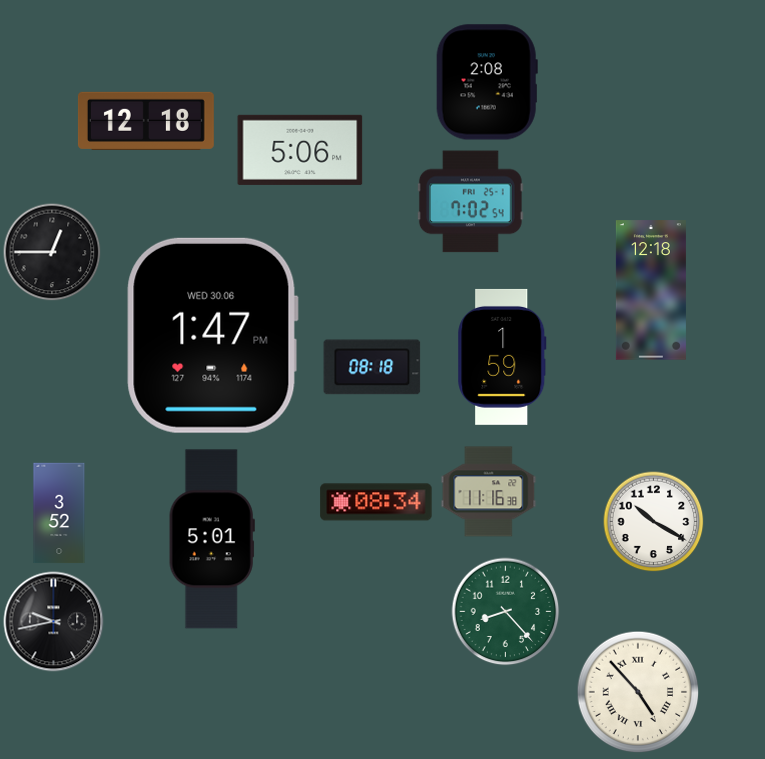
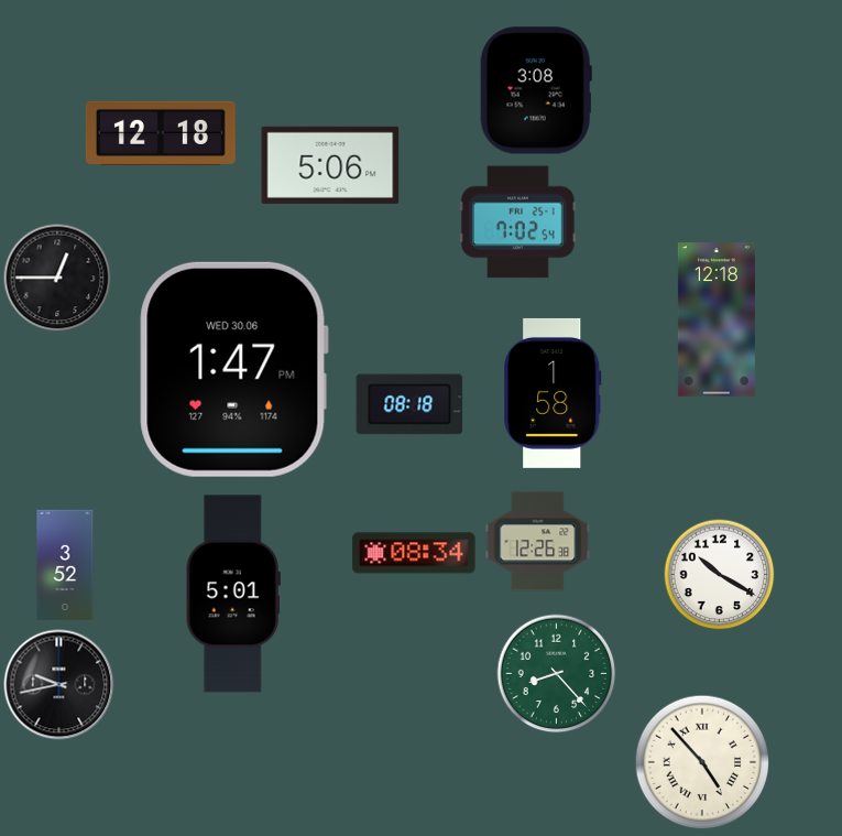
clock at (487, 82): 2:08 -> 3:08
clock at (502, 357): 1:59 -> 1:58
clock at (489, 492): 11:16 -> 12:26
